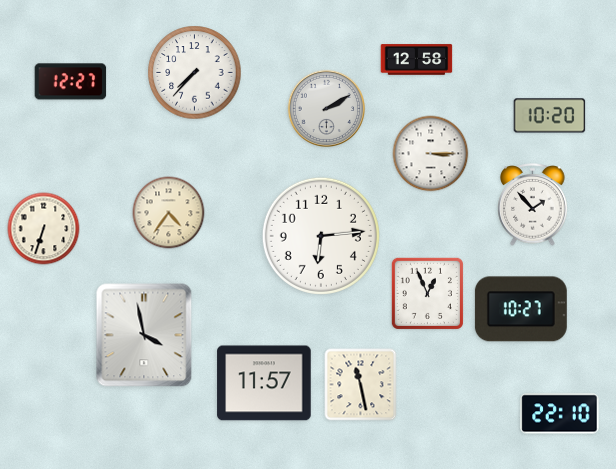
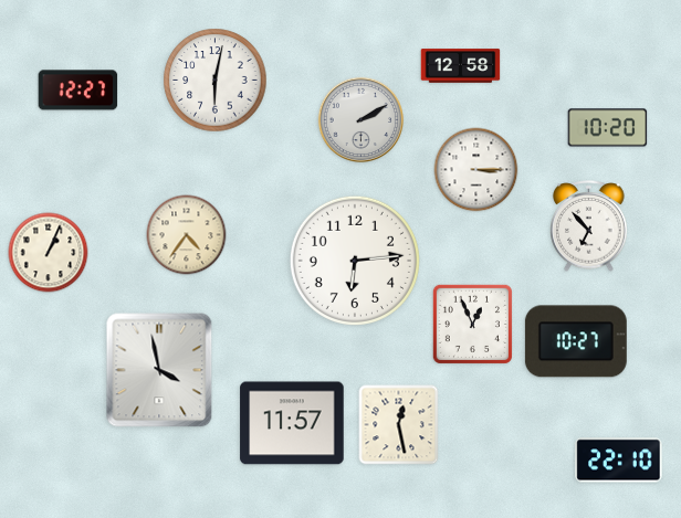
clock at (195, 73): 7:37 -> 6:02
clock at (533, 205): 1:53 -> 6:53
clock at (44, 229): 6:33 -> 1:04
clock at (361, 385): 11:28 -> 12:28
clock at (560, 414) position: (560, 414) -> (619, 461)
